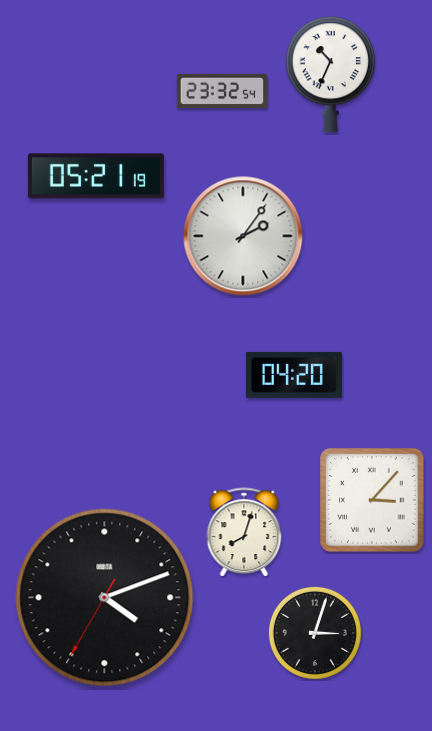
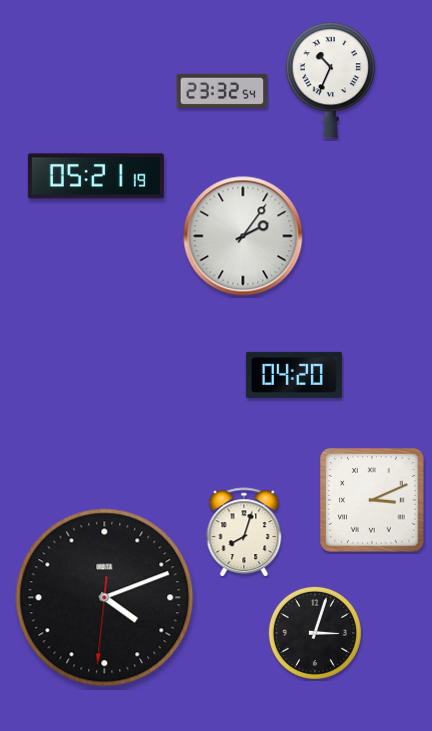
clock at (330, 75) position: (330, 75) -> (330, 81)
clock at (372, 500): 3:07 -> 3:11
clock at (105, 598): 4:11:35 -> 4:11:31
